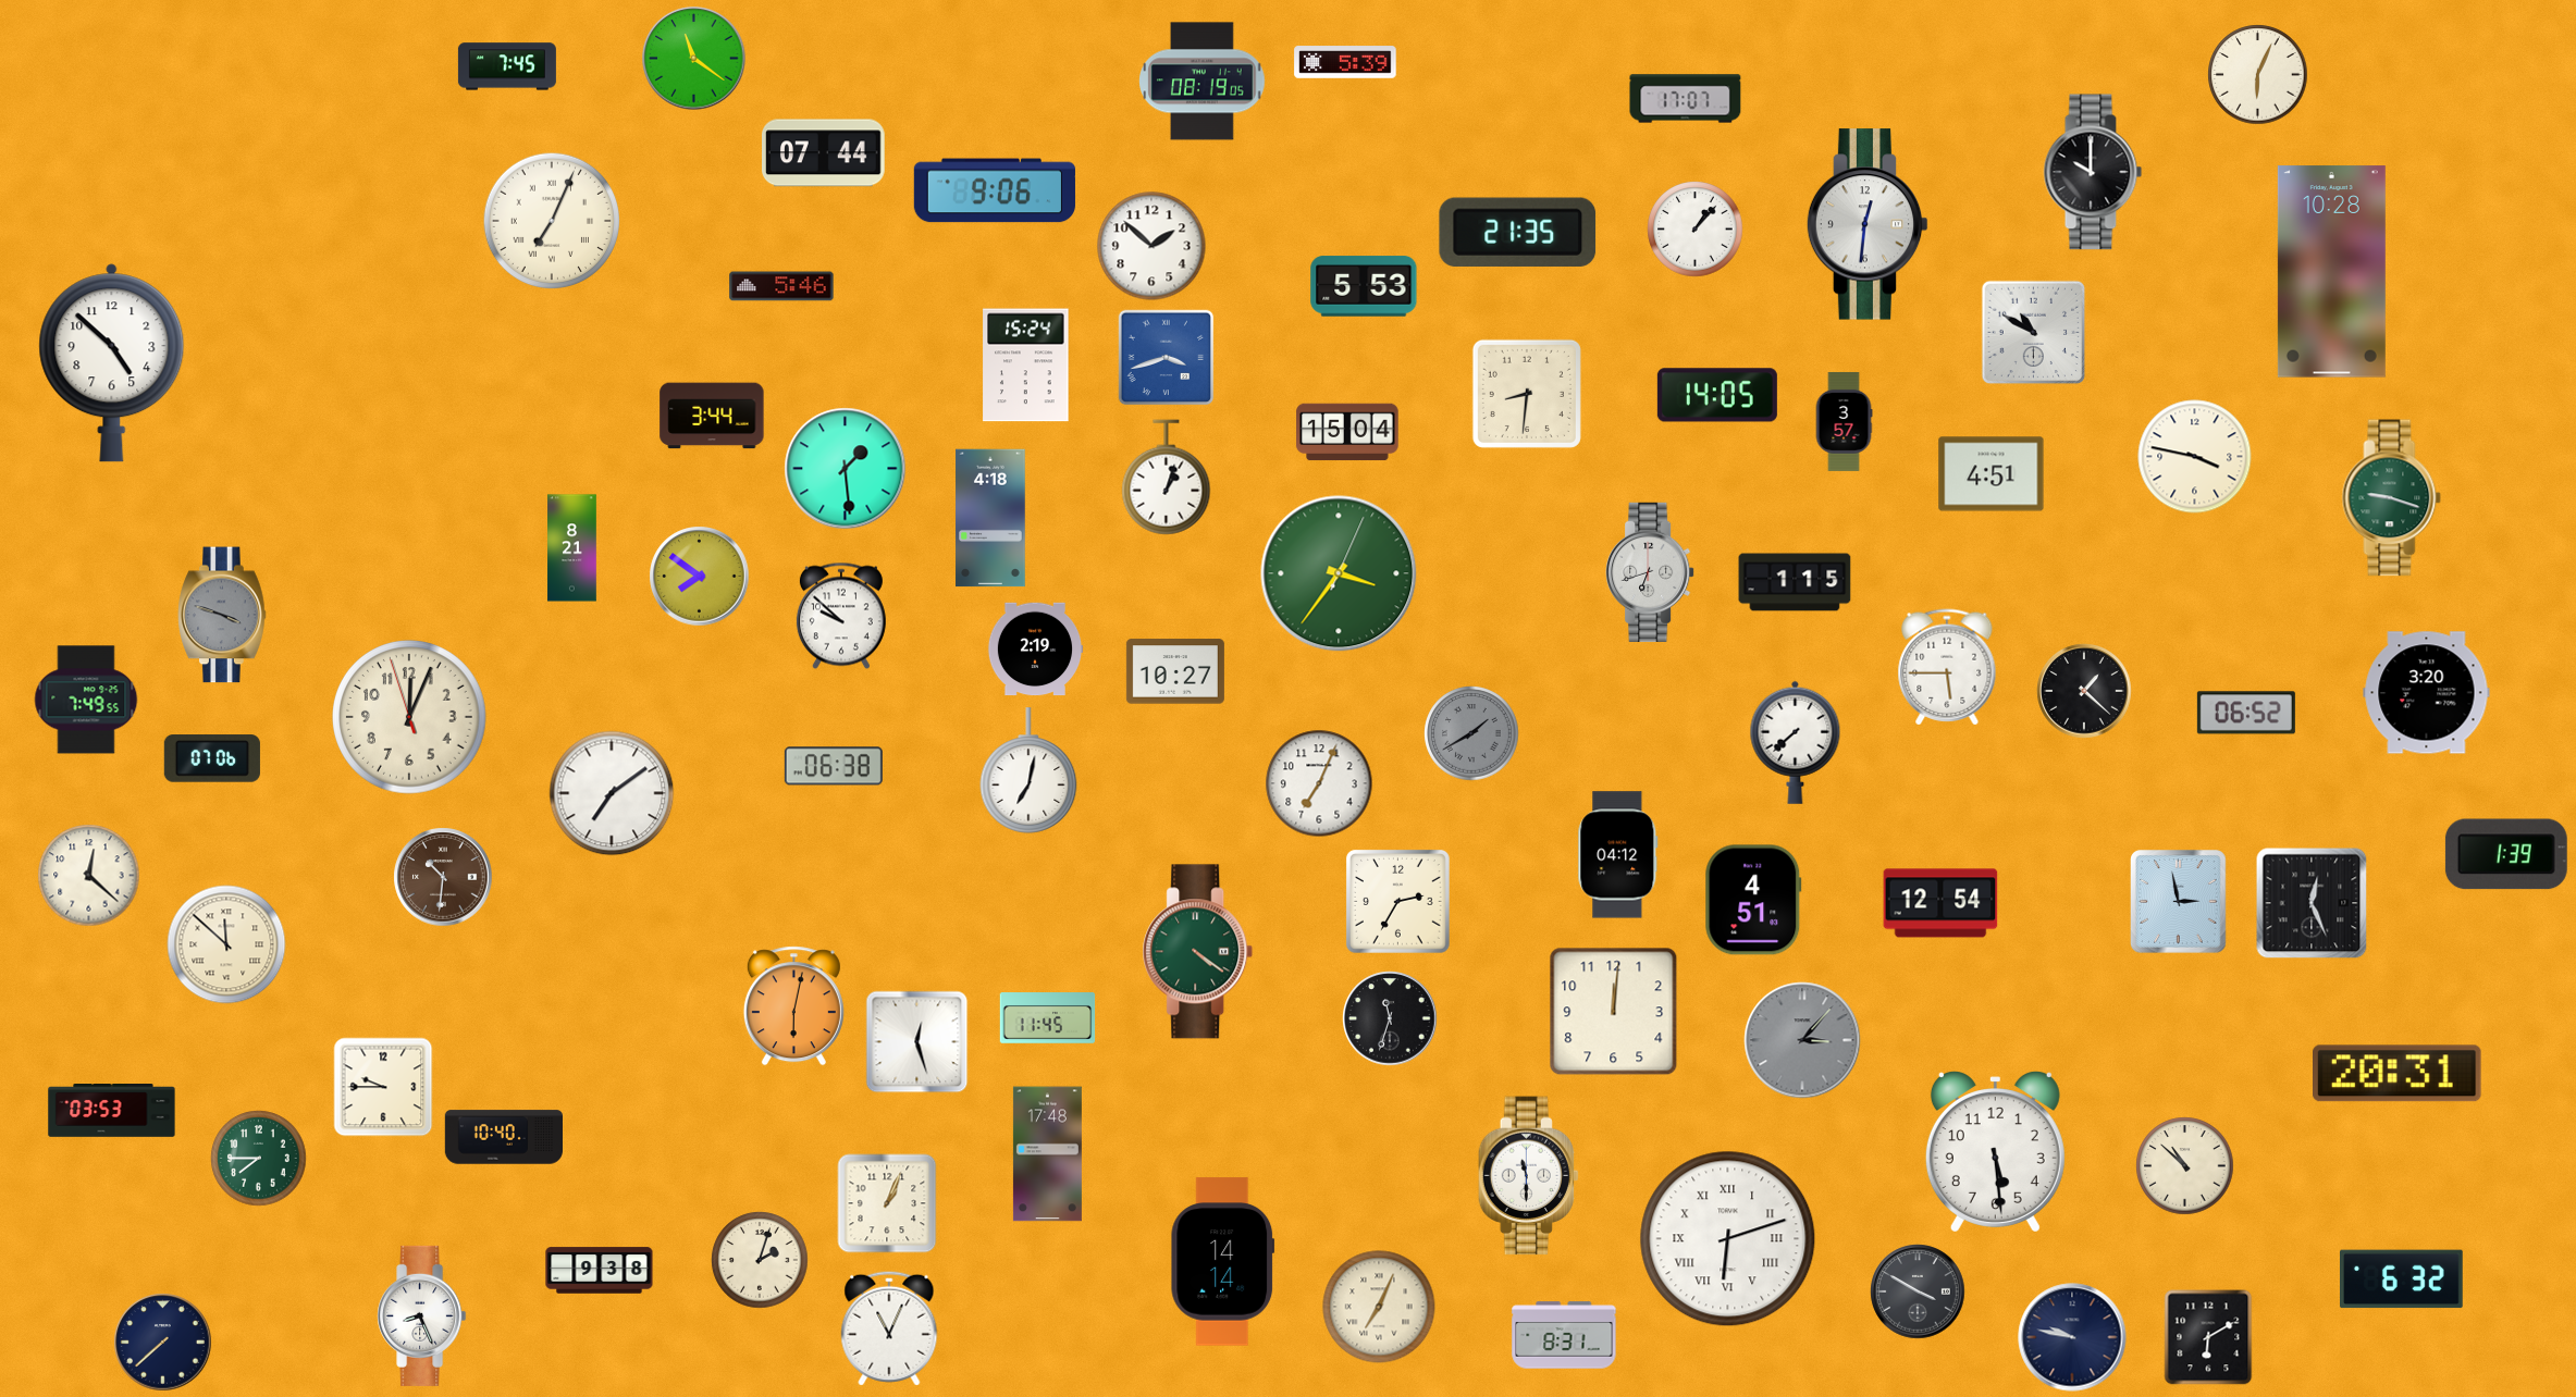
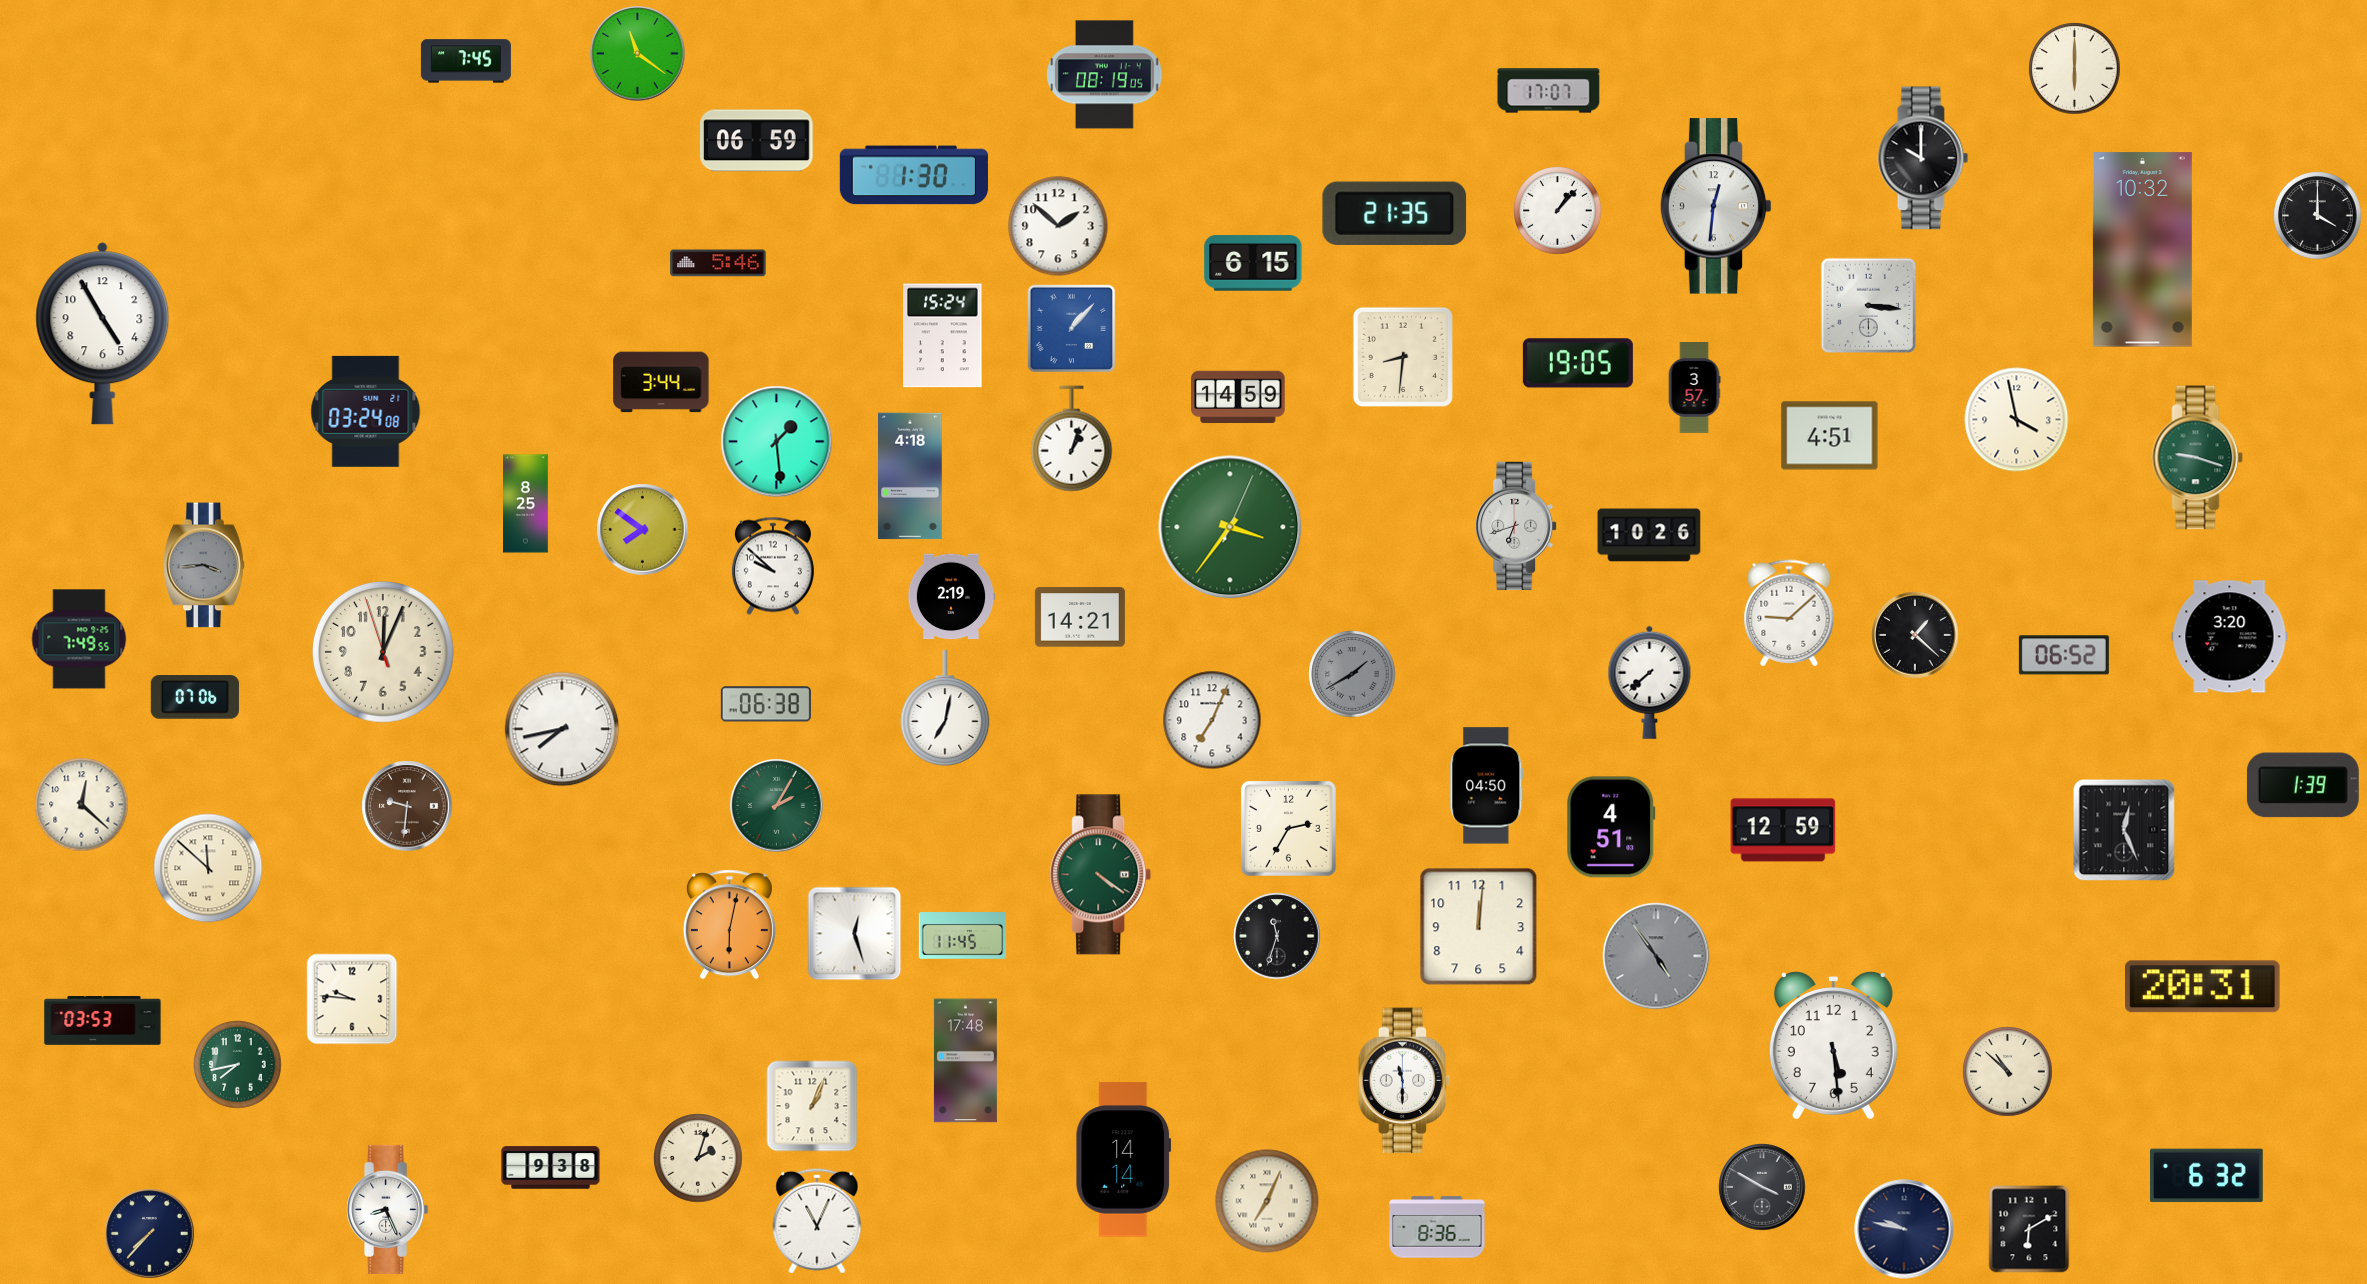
clock at (1345, 62): 5:39 -> none
clock at (2258, 75): 6:04 -> 6:00
clock at (824, 153): 07:44 -> 06:59
clock at (995, 190): 9:06 -> 1:30
clock at (551, 220): 7:04 -> none
clock at (2318, 216): none -> 4:00
clock at (2331, 272): 10:28 -> 10:32
clock at (1364, 286): 5:53 -> 6:15
clock at (2034, 333): 10:50 -> 3:16
clock at (1167, 358): 3:42 -> 1:07
clock at (112, 363): 4:52 -> 4:55
clock at (1527, 394) position: (1527, 394) -> (1403, 357)
clock at (1717, 395): 14:05 -> 19:05
clock at (712, 416) position: (712, 416) -> (661, 382)
clock at (1347, 432): 15:04 -> 14:59
clock at (366, 411): none -> 03:24
clock at (2195, 457): 3:47 -> 3:58
clock at (846, 469) position: (846, 469) -> (777, 442)
clock at (572, 548): 8:21 -> 8:25
clock at (1795, 582): 1:15 -> 10:26
clock at (222, 615): 3:48 -> 3:44
clock at (1947, 667): 5:45 -> 9:08
clock at (1175, 671): 10:27 -> 14:21
clock at (86, 700) position: (86, 700) -> (79, 639)
clock at (410, 718) position: (410, 718) -> (384, 653)
clock at (612, 793): 7:09 -> 7:43
clock at (1618, 855): 04:12 -> 04:50
clock at (443, 877): 10:31 -> 9:31
clock at (777, 806): none -> 2:05
clock at (1398, 902) position: (1398, 902) -> (1289, 829)
clock at (2179, 902): 2:58 -> none
clock at (1940, 903): 12:54 -> 12:59
clock at (1614, 1012) position: (1614, 1012) -> (1479, 927)
clock at (1802, 1040): 3:07 -> 4:54
clock at (917, 1042) position: (917, 1042) -> (855, 934)
clock at (383, 1087): 9:45 -> 9:46
clock at (503, 1137): 10:40 -> none
clock at (1995, 1152) position: (1995, 1152) -> (1833, 1046)
clock at (1047, 1154) position: (1047, 1154) -> (965, 1061)
clock at (259, 1159): 7:45 -> 7:43
clock at (887, 1203) position: (887, 1203) -> (812, 1106)
clock at (1728, 1239): 6:12 -> none
clock at (1564, 1335): 8:31 -> 8:36
clock at (163, 1343): 7:38 -> 7:37
